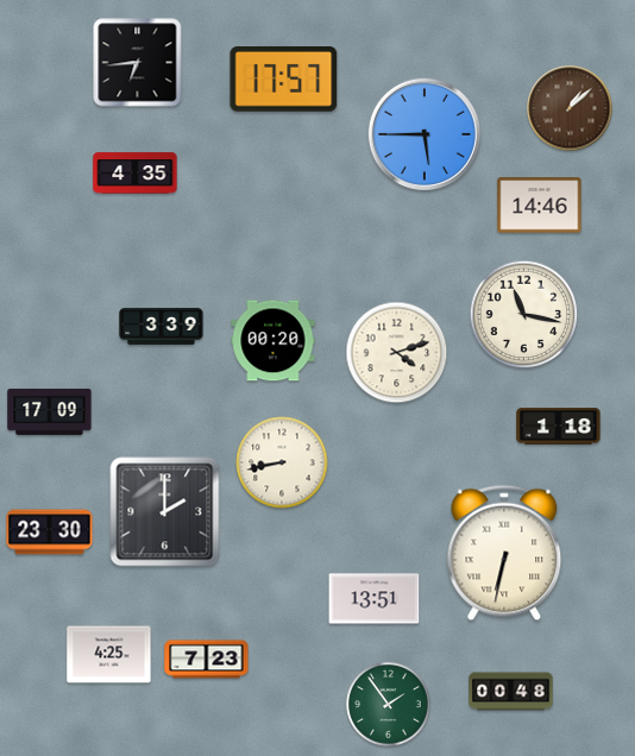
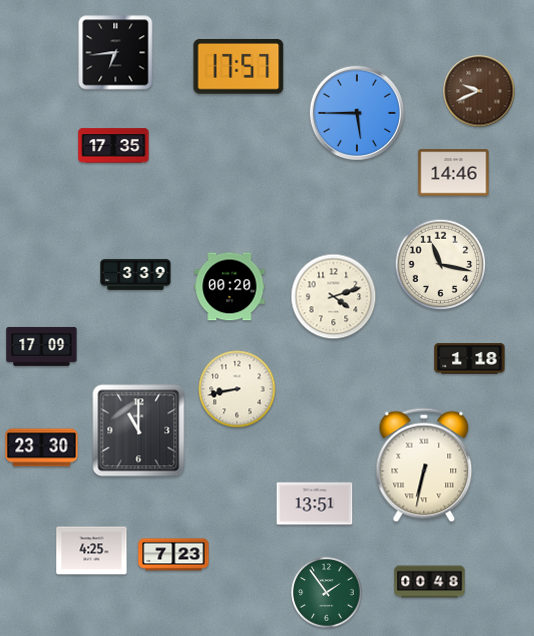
clock at (570, 108): 1:08 -> 9:41
clock at (136, 174): 4:35 -> 17:35
clock at (165, 512): 2:00 -> 11:00
